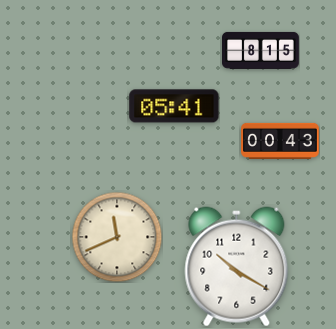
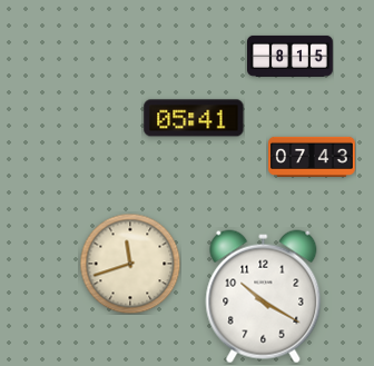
clock at (280, 141): 00:43 -> 07:43
clock at (117, 237): 11:41 -> 11:42
